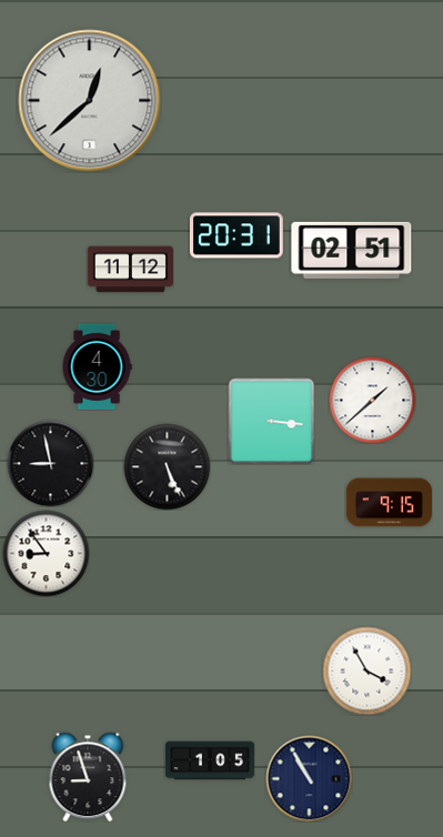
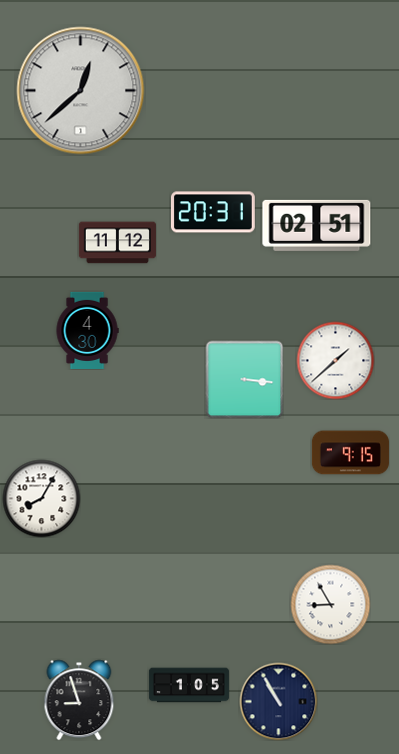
clock at (50, 463): 8:58 -> none
clock at (167, 466): 5:26 -> none
clock at (46, 553): 8:54 -> 8:05
clock at (366, 670): 3:55 -> 8:55
